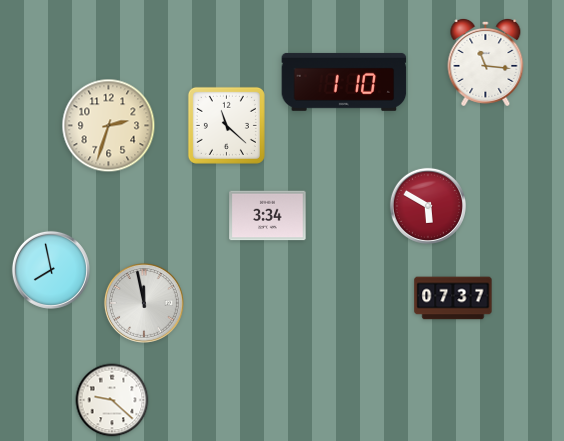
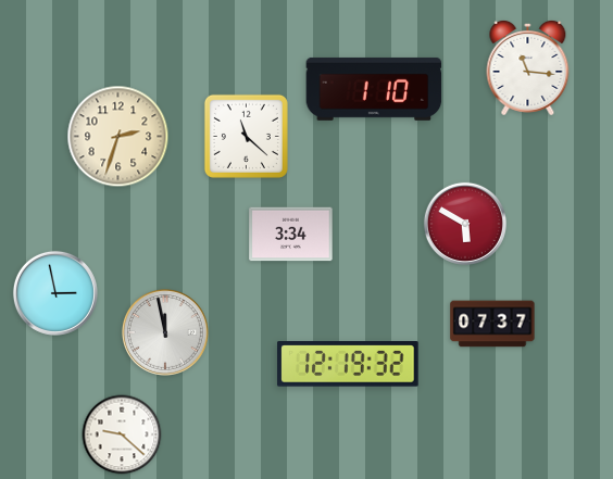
clock at (51, 270): 7:58 -> 2:58
clock at (144, 303) position: (144, 303) -> (165, 332)
clock at (348, 364): none -> 12:19
